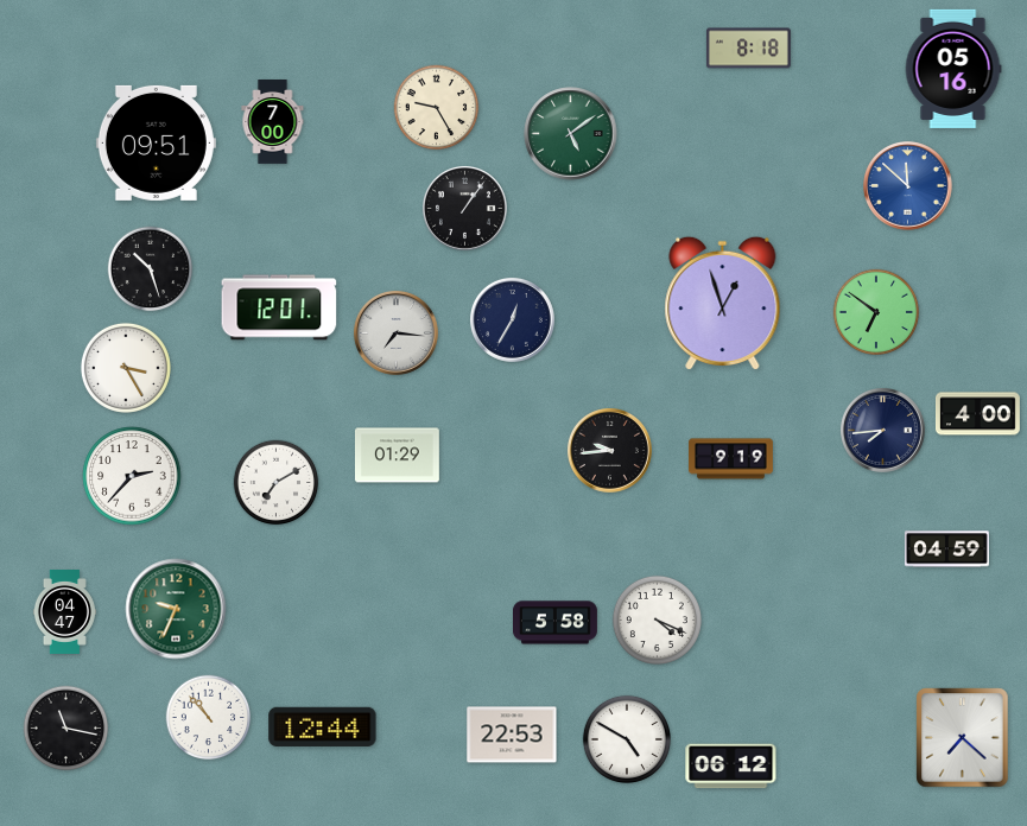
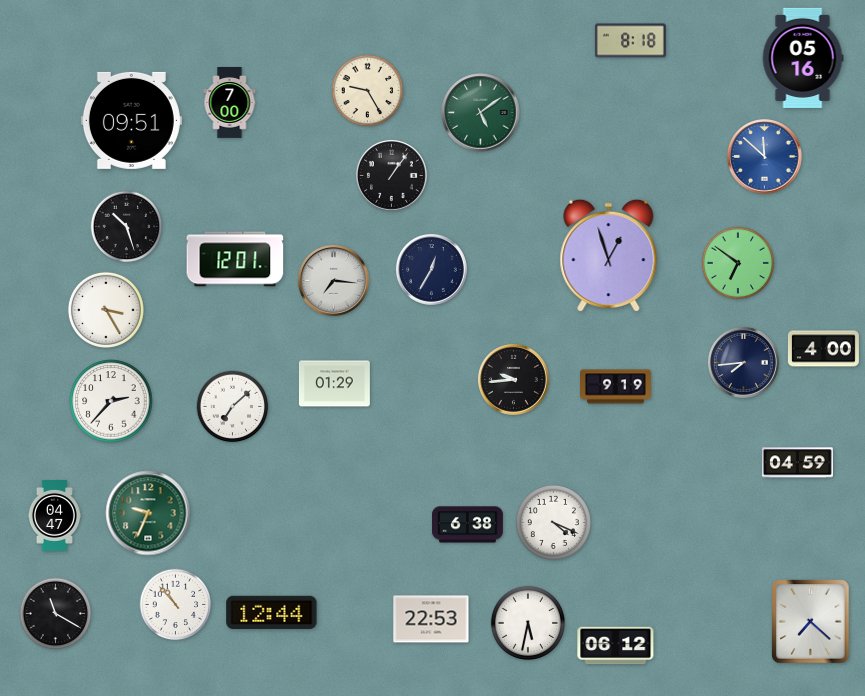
clock at (277, 483): 7:10 -> 7:08
clock at (556, 623): 5:58 -> 6:38
clock at (66, 729): 11:17 -> 11:20
clock at (627, 739): 4:50 -> 5:32
